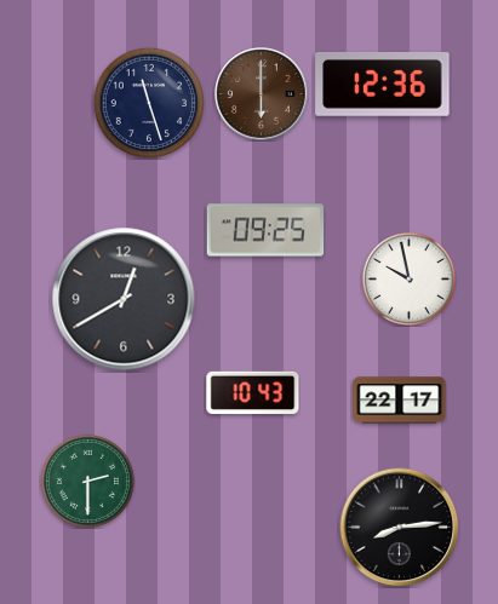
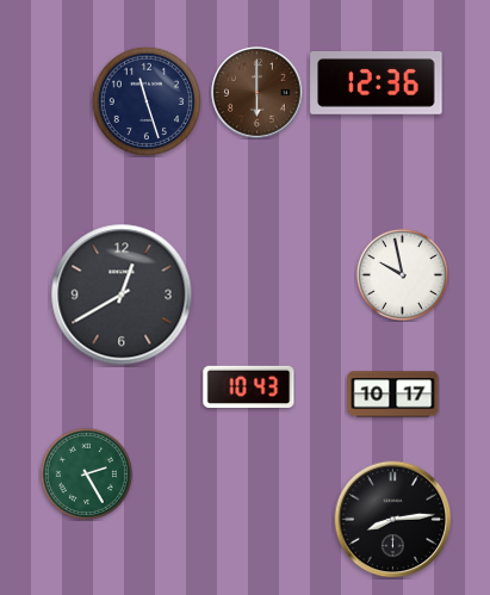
clock at (265, 230): 09:25 -> none
clock at (400, 401): 22:17 -> 10:17
clock at (87, 481): 2:30 -> 2:25
